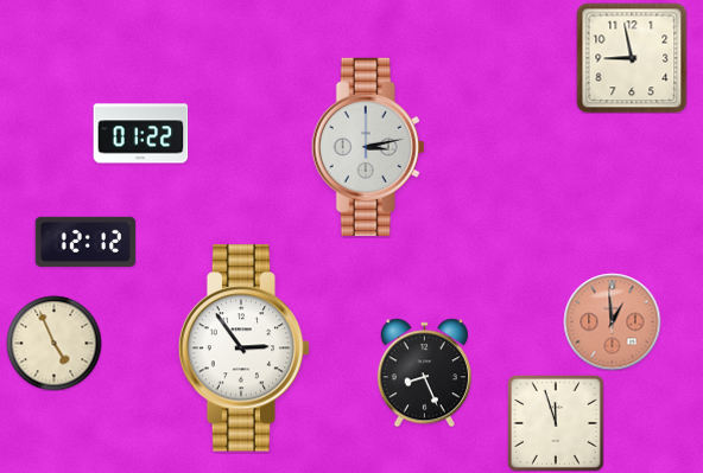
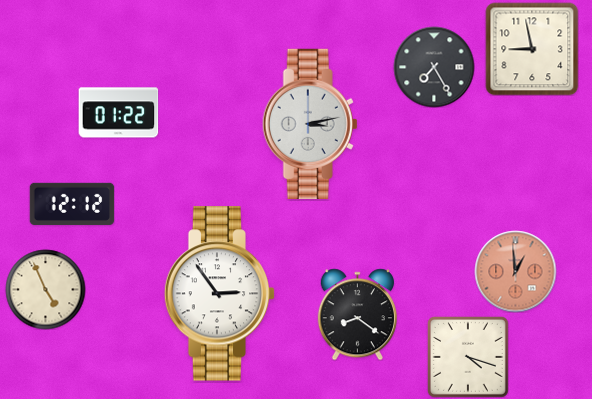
clock at (434, 67): none -> 7:25
clock at (245, 349) position: (245, 349) -> (220, 294)
clock at (424, 372): 8:26 -> 8:21
clock at (556, 423): 11:57 -> 4:18
